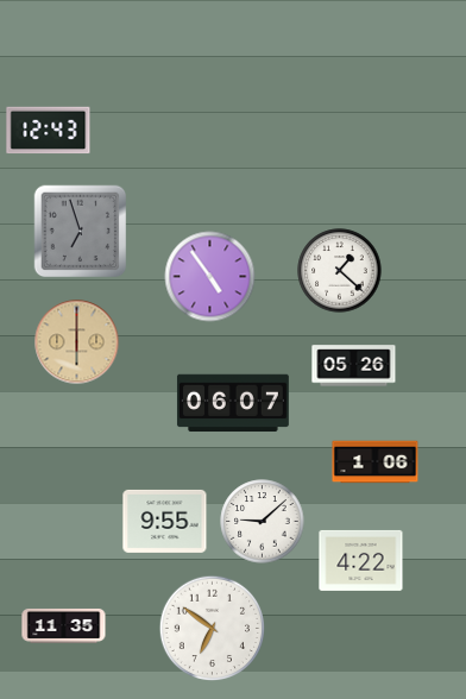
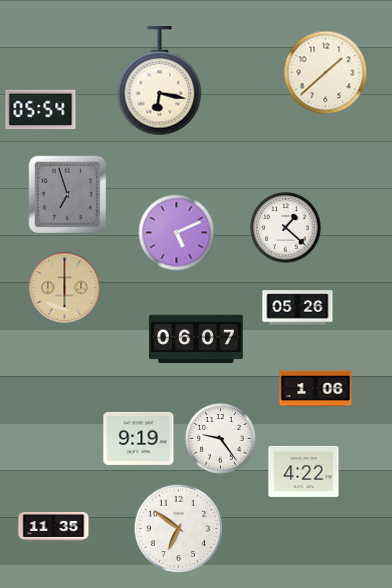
clock at (326, 73): none -> 1:38
clock at (160, 82): none -> 6:17
clock at (49, 131): 12:43 -> 05:54
clock at (210, 277): 4:54 -> 5:11
clock at (165, 521): 9:55 -> 9:19
clock at (263, 522): 9:08 -> 9:24
